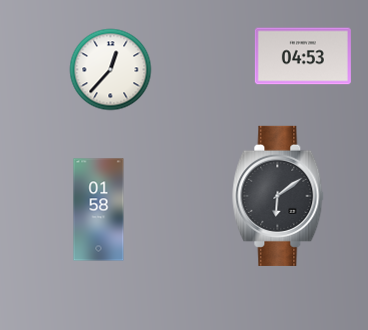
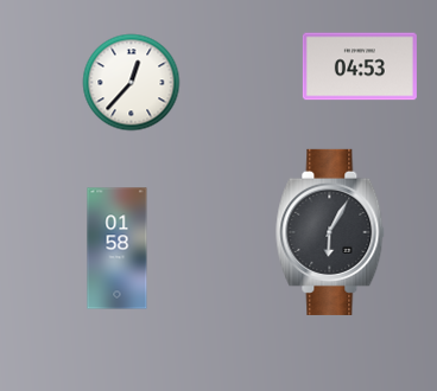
clock at (278, 196): 6:09 -> 6:05
